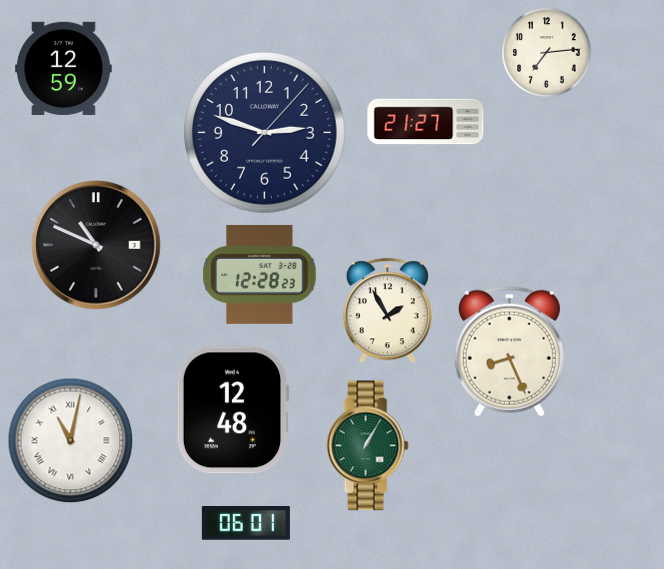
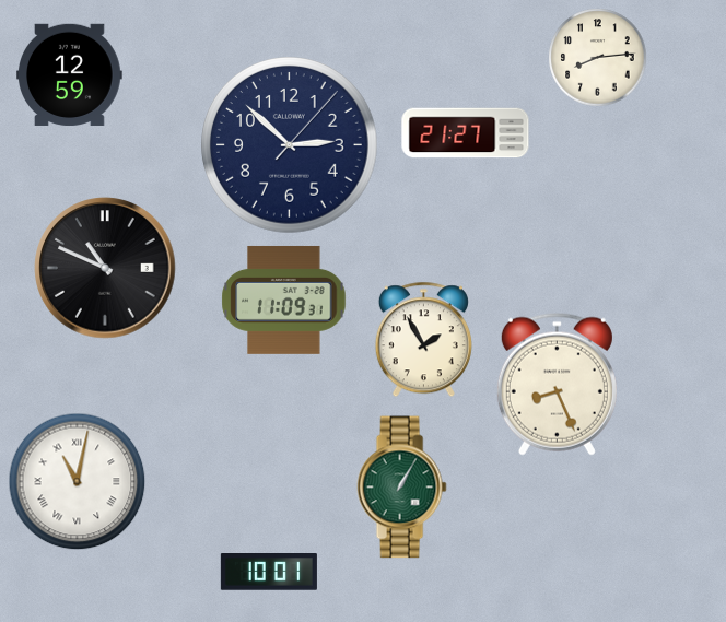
clock at (546, 52): 7:14 -> 8:14
clock at (265, 133): 2:48 -> 2:52
clock at (260, 274): 12:28 -> 11:09
clock at (233, 410): 12:48 -> none
clock at (246, 523): 06:01 -> 10:01
